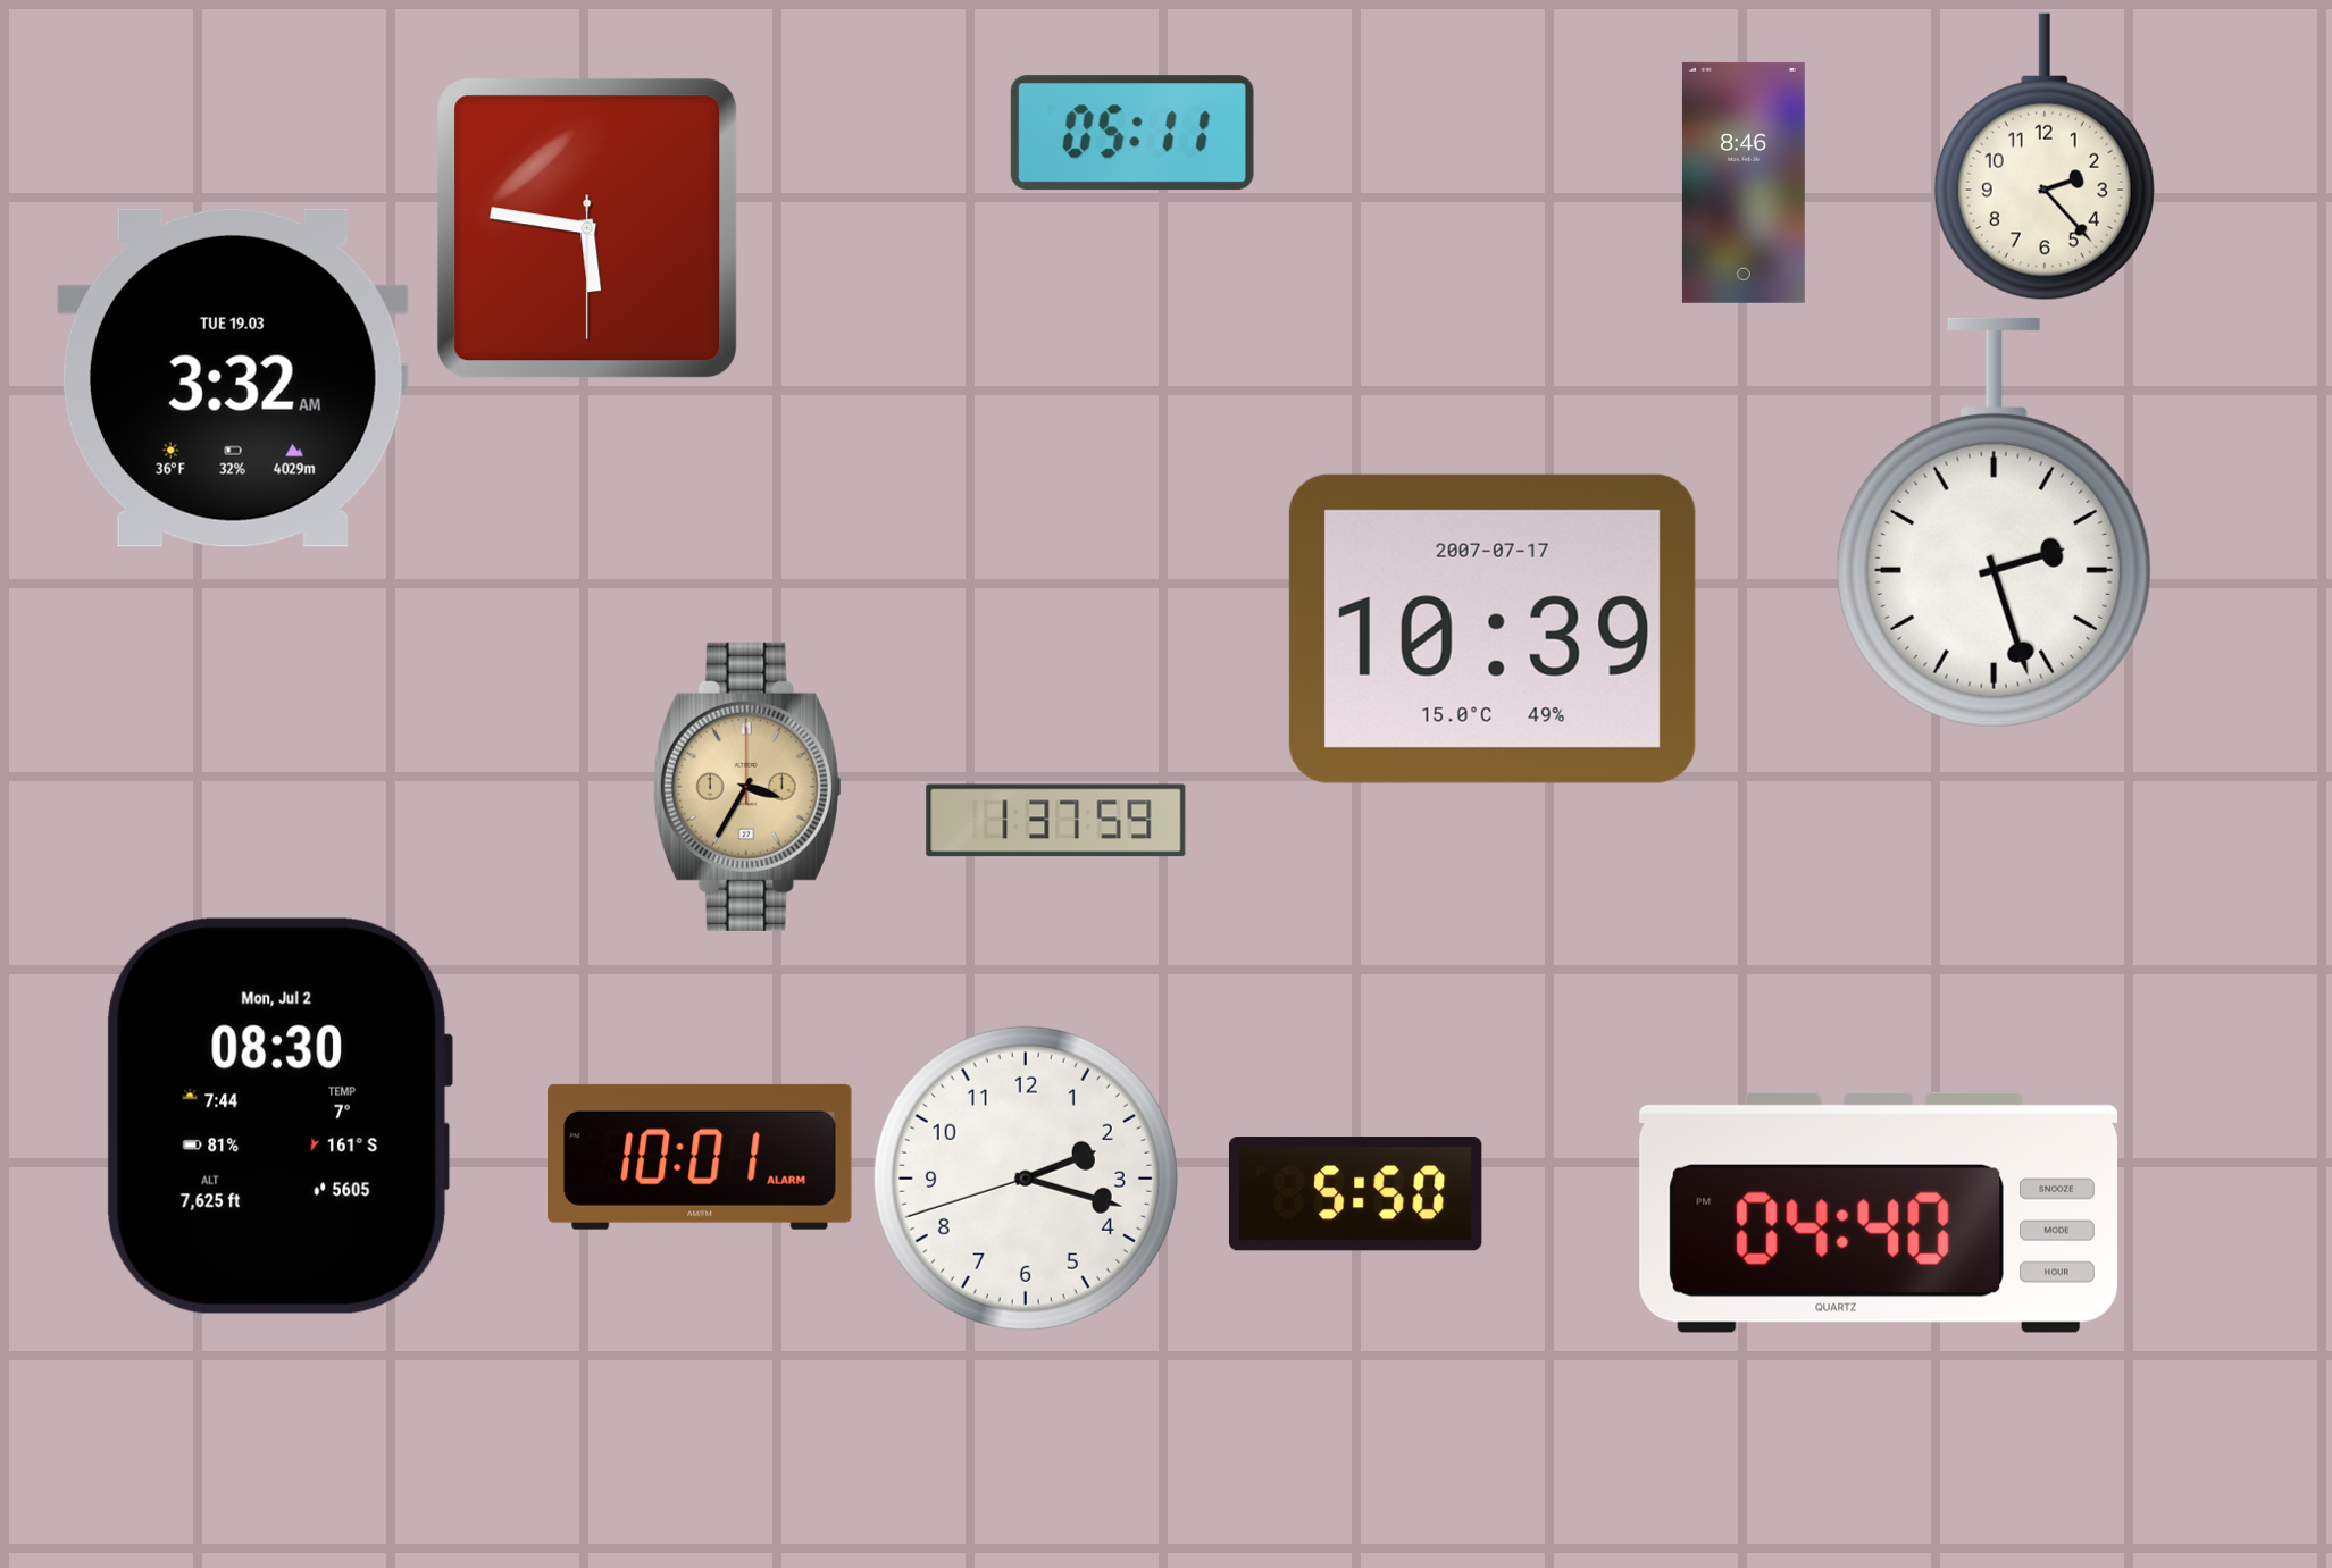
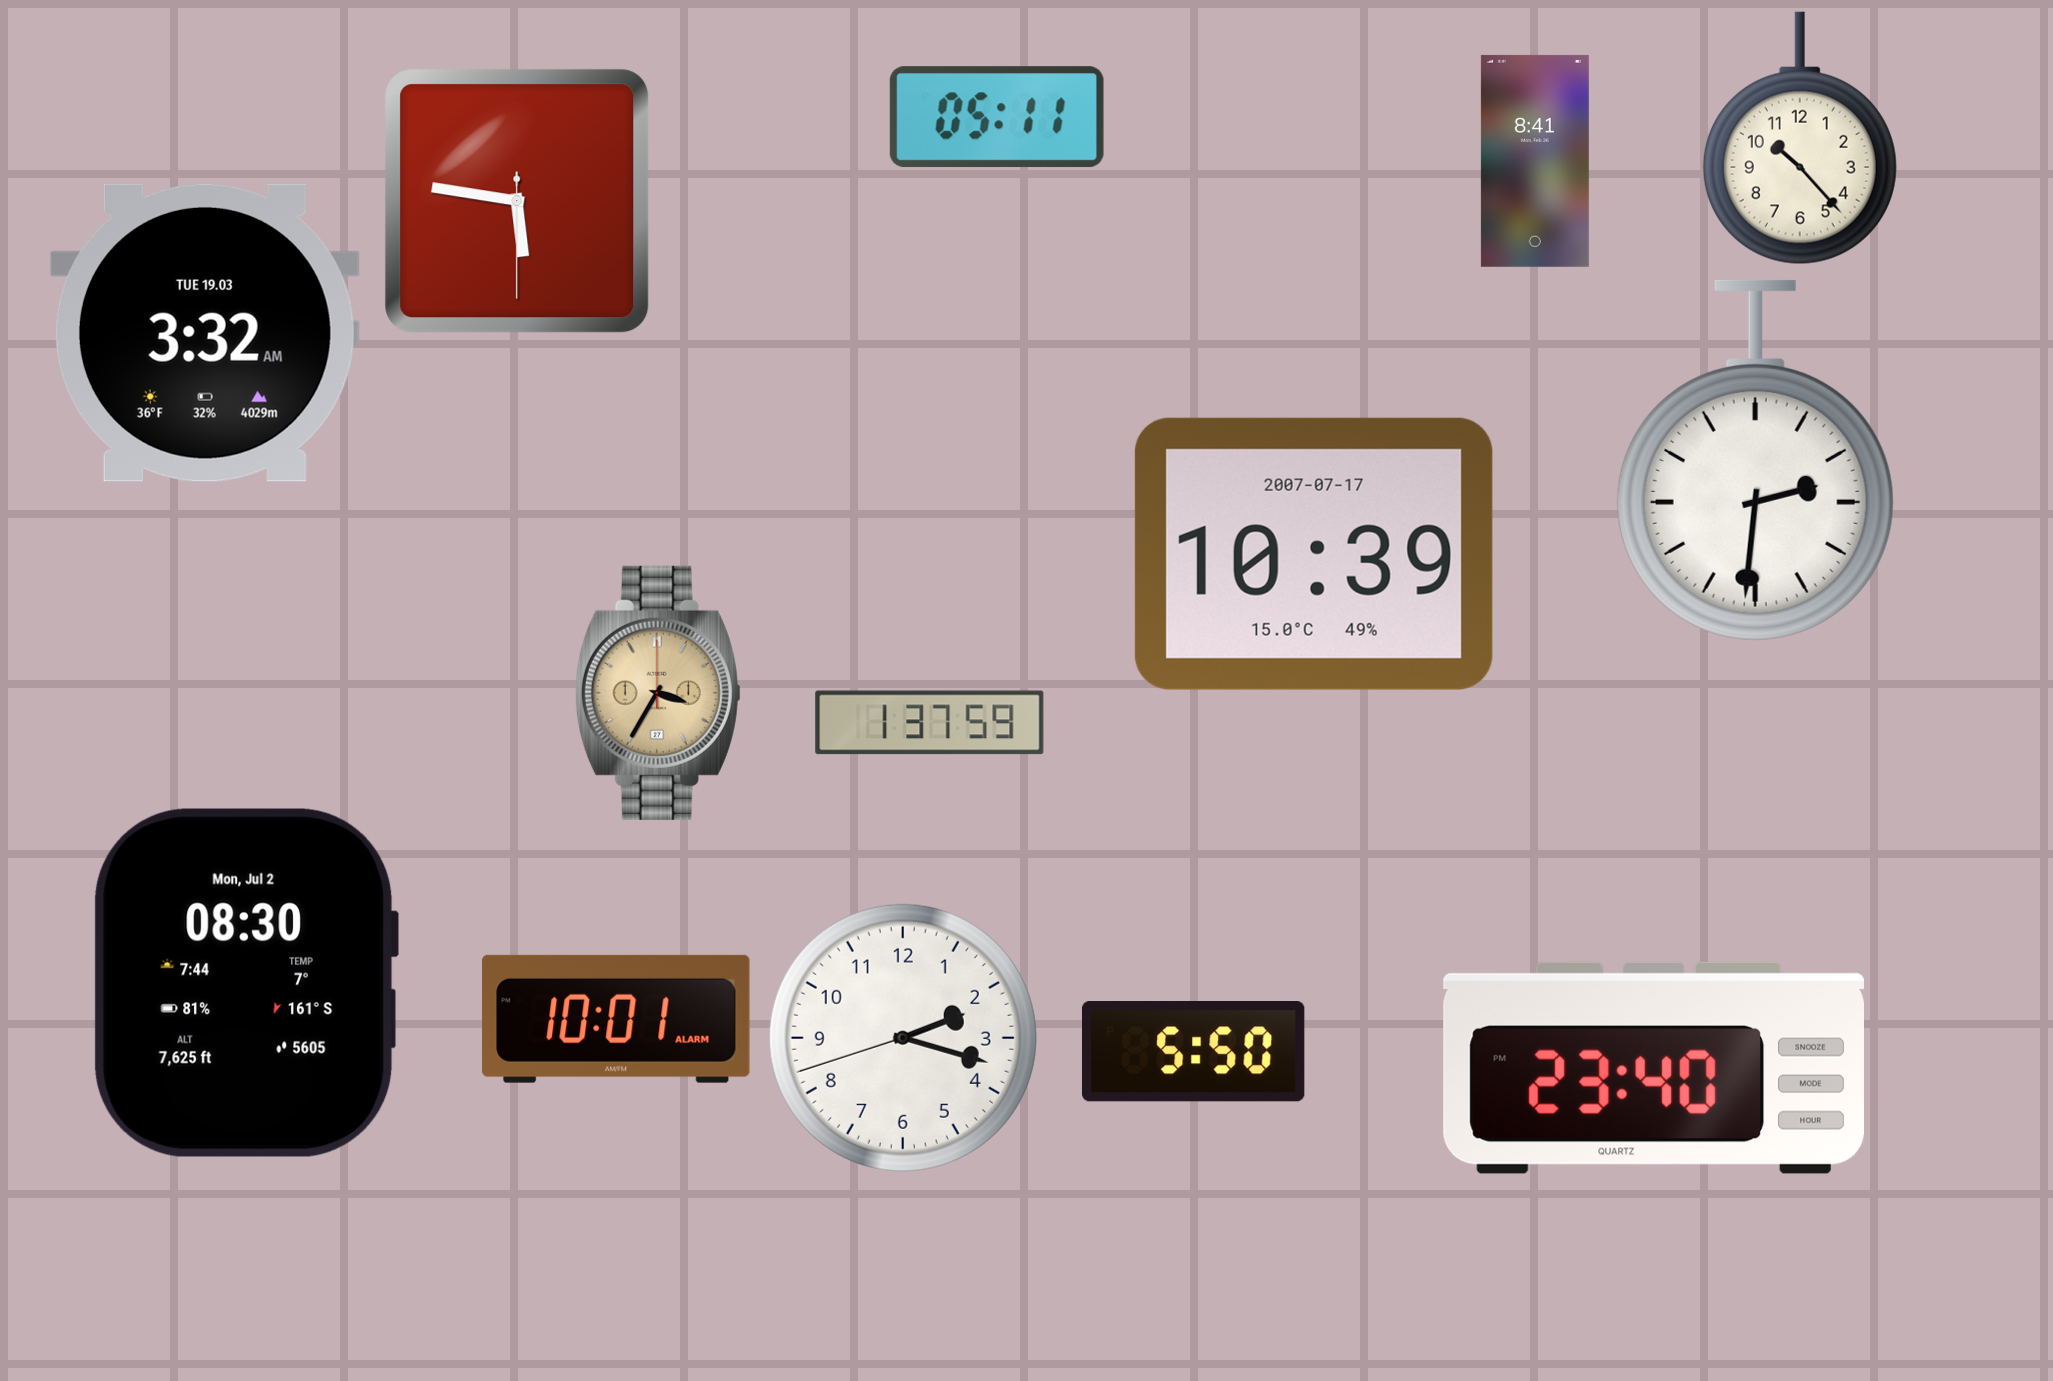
clock at (2045, 157): 2:23 -> 10:23
clock at (1744, 183): 8:46 -> 8:41
clock at (1994, 522): 2:27 -> 2:31
clock at (1878, 1213): 04:40 -> 23:40
